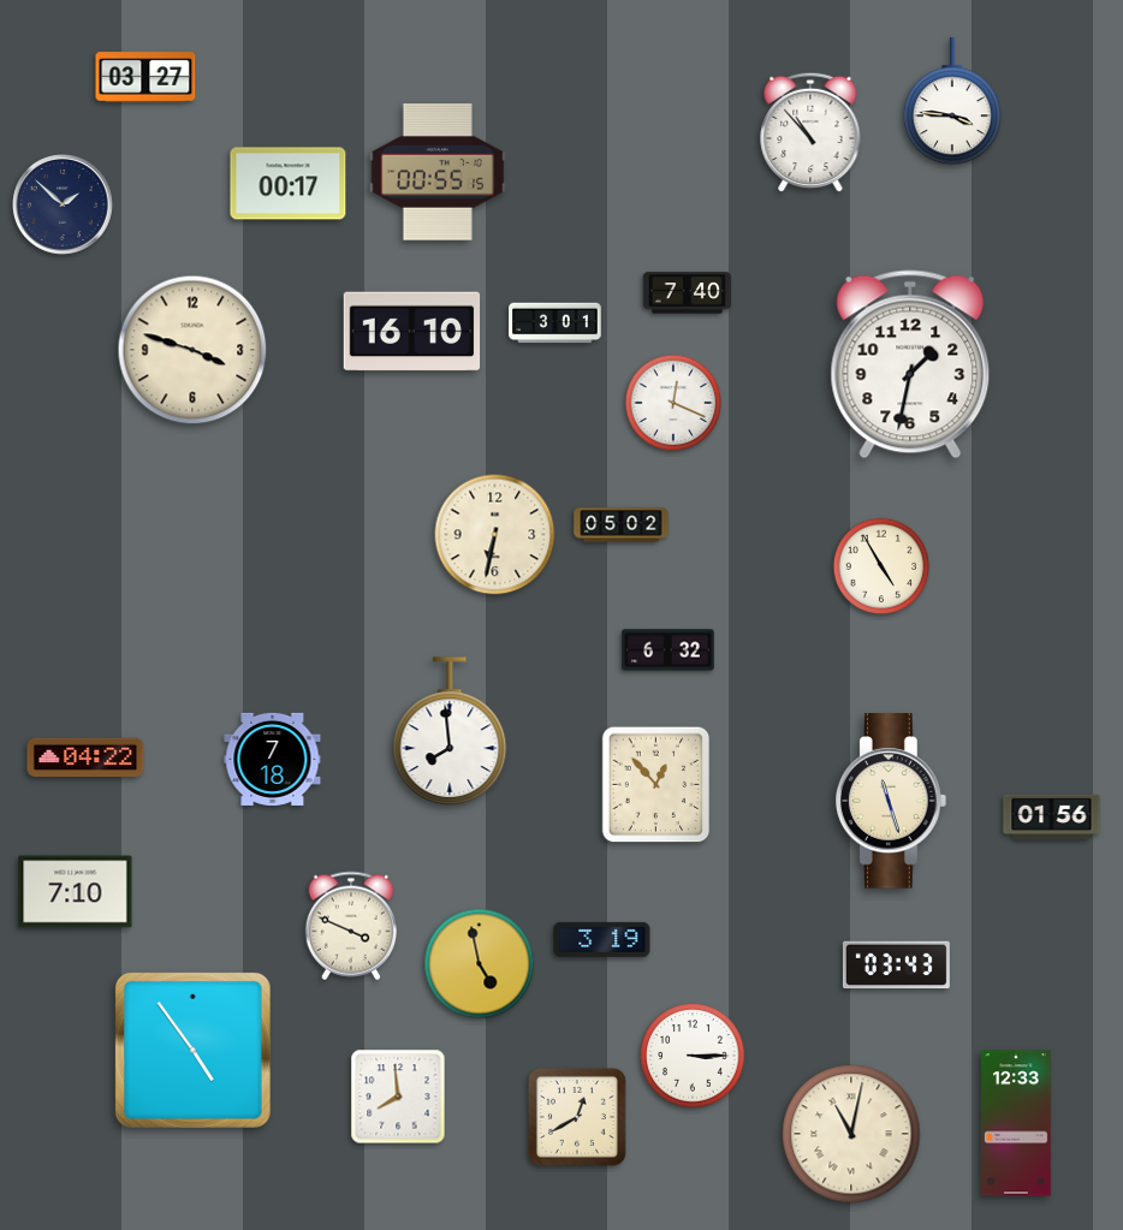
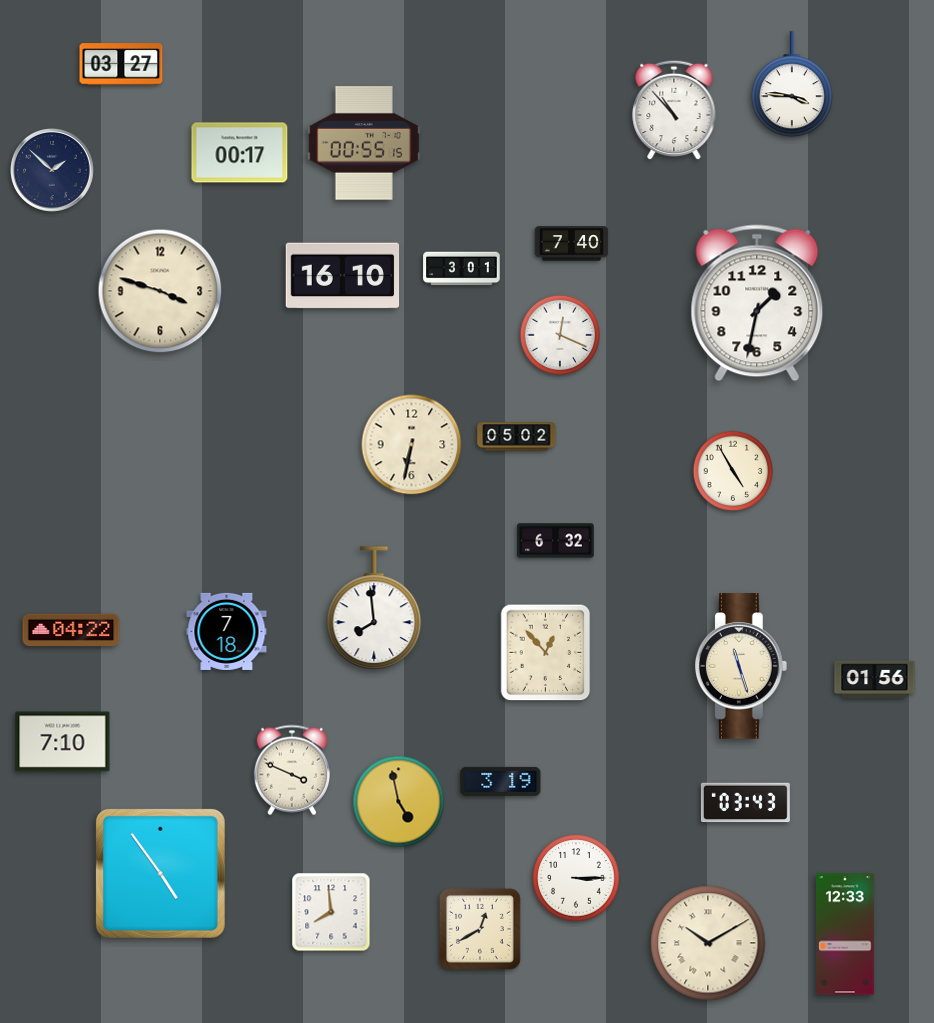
clock at (851, 1134): 11:02 -> 10:10
